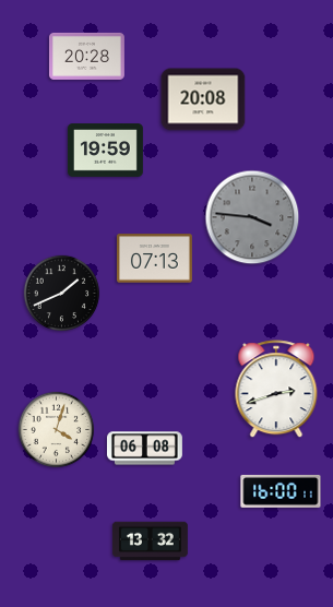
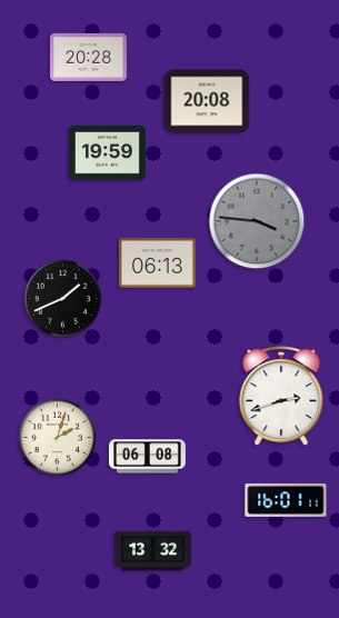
clock at (154, 259): 07:13 -> 06:13
clock at (57, 430): 4:03 -> 2:03
clock at (281, 491): 16:00 -> 16:01
